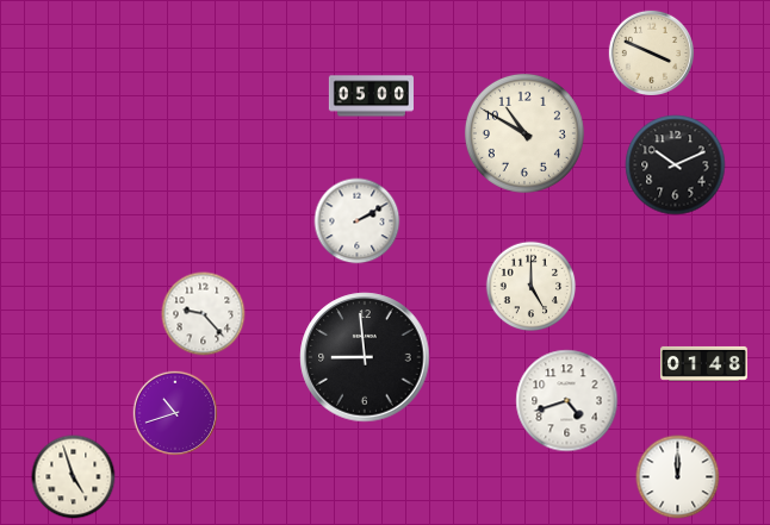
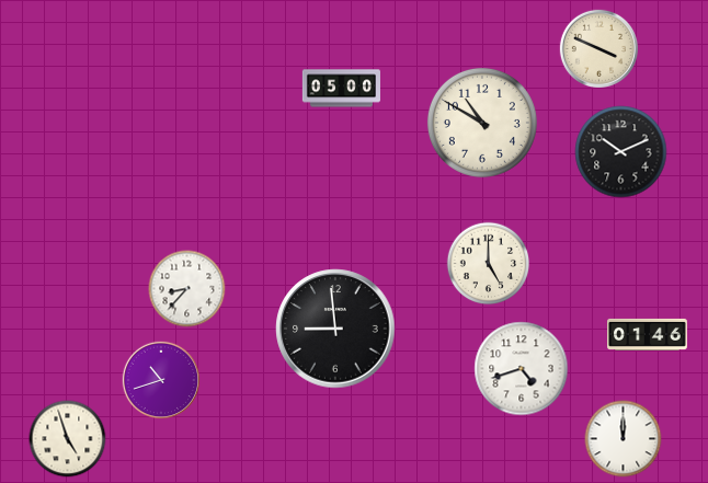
clock at (358, 221): 2:10 -> none
clock at (204, 314): 9:23 -> 8:37
clock at (704, 363): 01:48 -> 01:46
